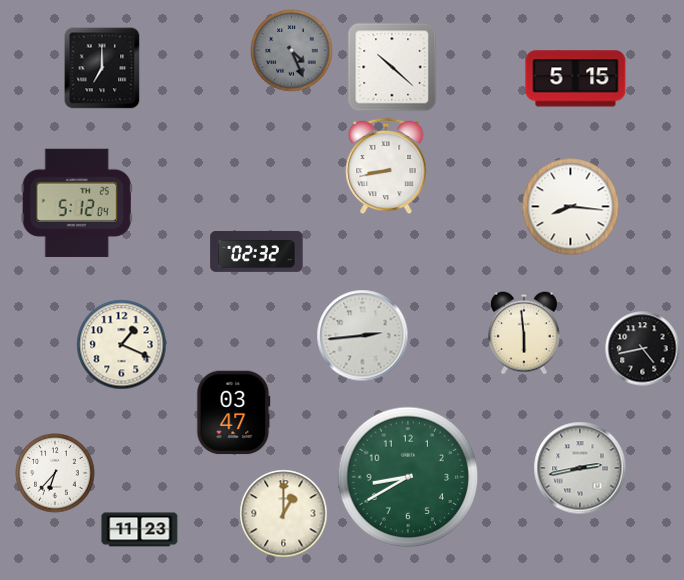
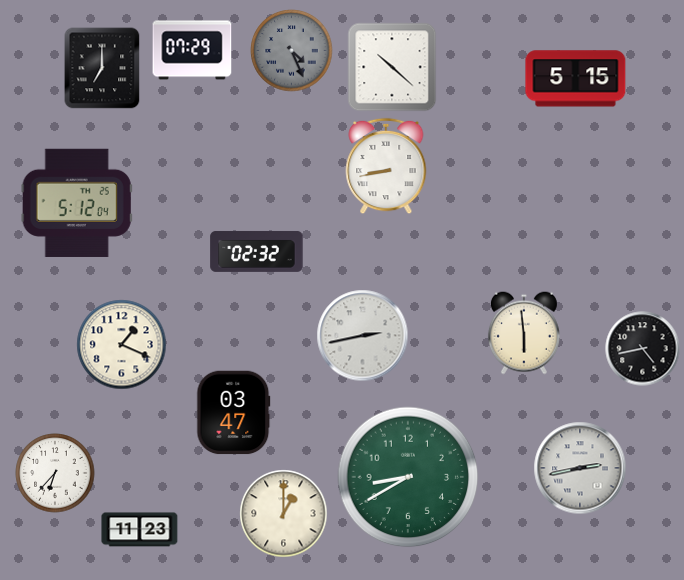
clock at (192, 50): none -> 07:29
clock at (571, 207): 8:16 -> none
clock at (363, 336): 2:44 -> 2:43
